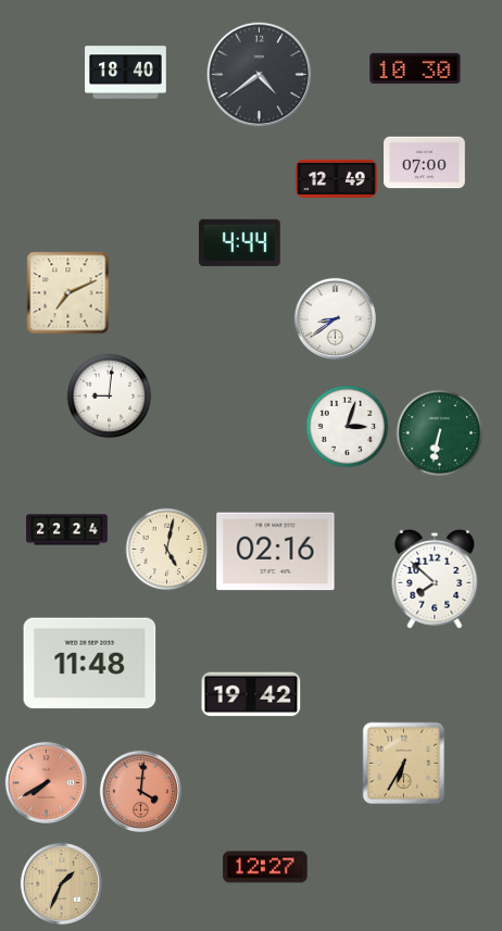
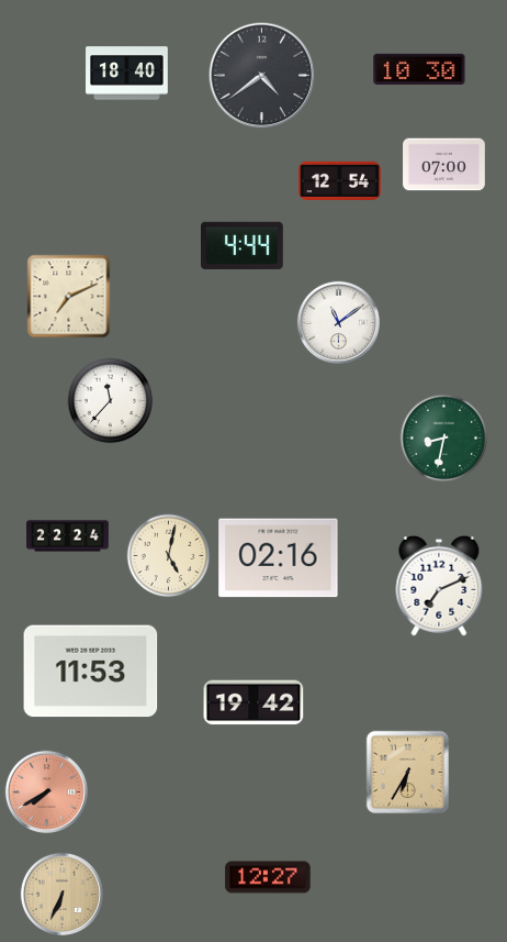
clock at (425, 163) position: (425, 163) -> (444, 165)
clock at (337, 179): 12:49 -> 12:54
clock at (335, 318): 8:39 -> 11:09
clock at (110, 397): 9:01 -> 11:37
clock at (348, 427): 3:03 -> none
clock at (440, 433): 6:32 -> 8:32
clock at (435, 579): 7:52 -> 7:11
clock at (90, 664): 11:48 -> 11:53
clock at (140, 791): 4:01 -> none
clock at (61, 883): 1:34 -> 6:34
